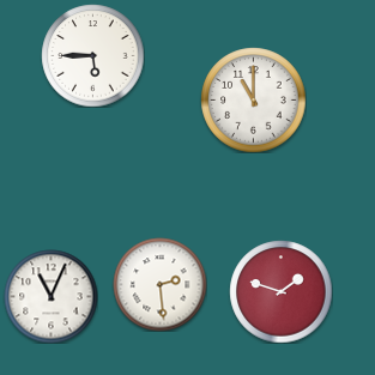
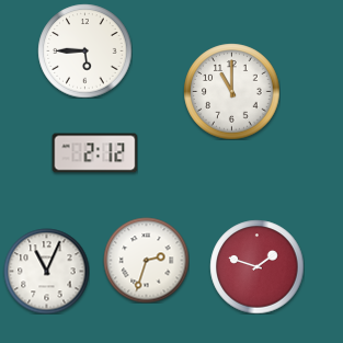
clock at (94, 153): none -> 2:12
clock at (159, 284): 2:29 -> 2:33
